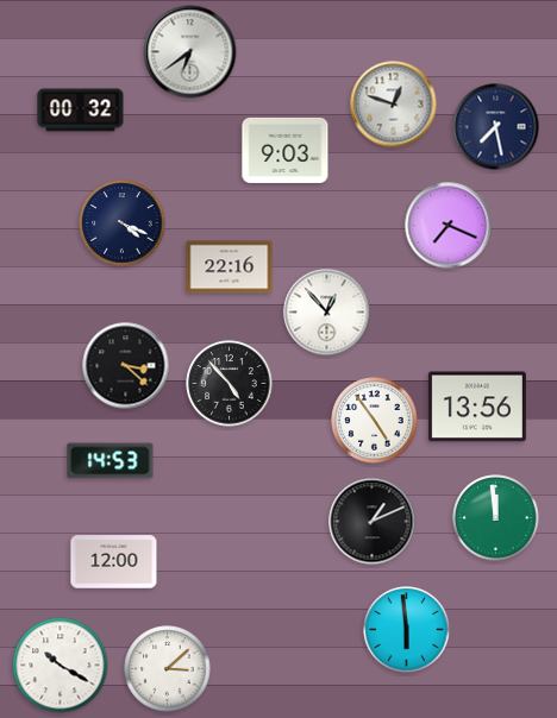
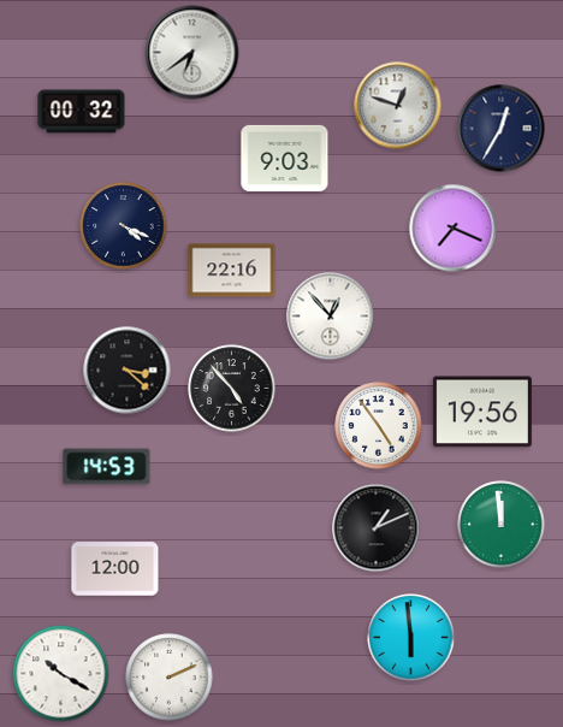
clock at (496, 127): 7:28 -> 12:35
clock at (286, 150) position: (286, 150) -> (285, 158)
clock at (477, 407): 13:56 -> 19:56
clock at (111, 461) position: (111, 461) -> (107, 467)
clock at (168, 669): 3:08 -> 2:11
